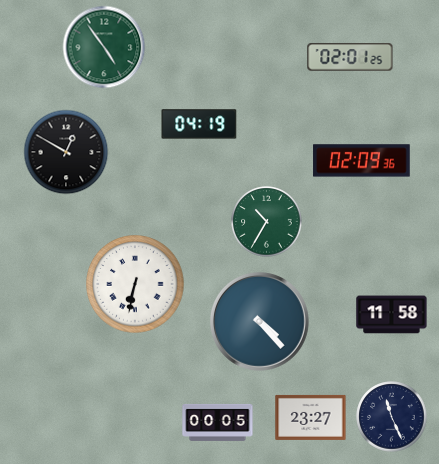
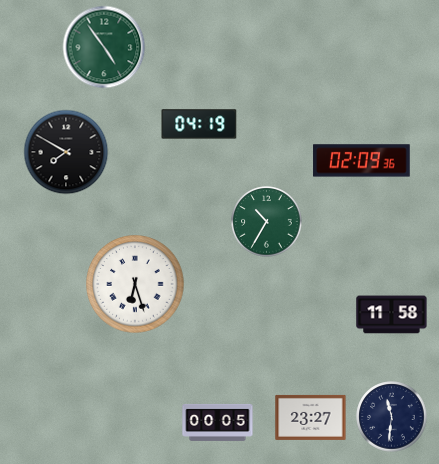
clock at (350, 57): 02:01 -> none
clock at (66, 152): 12:50 -> 7:50
clock at (135, 284): 6:32 -> 6:27
clock at (260, 322): 4:23 -> none
clock at (392, 417): 11:26 -> 11:31
